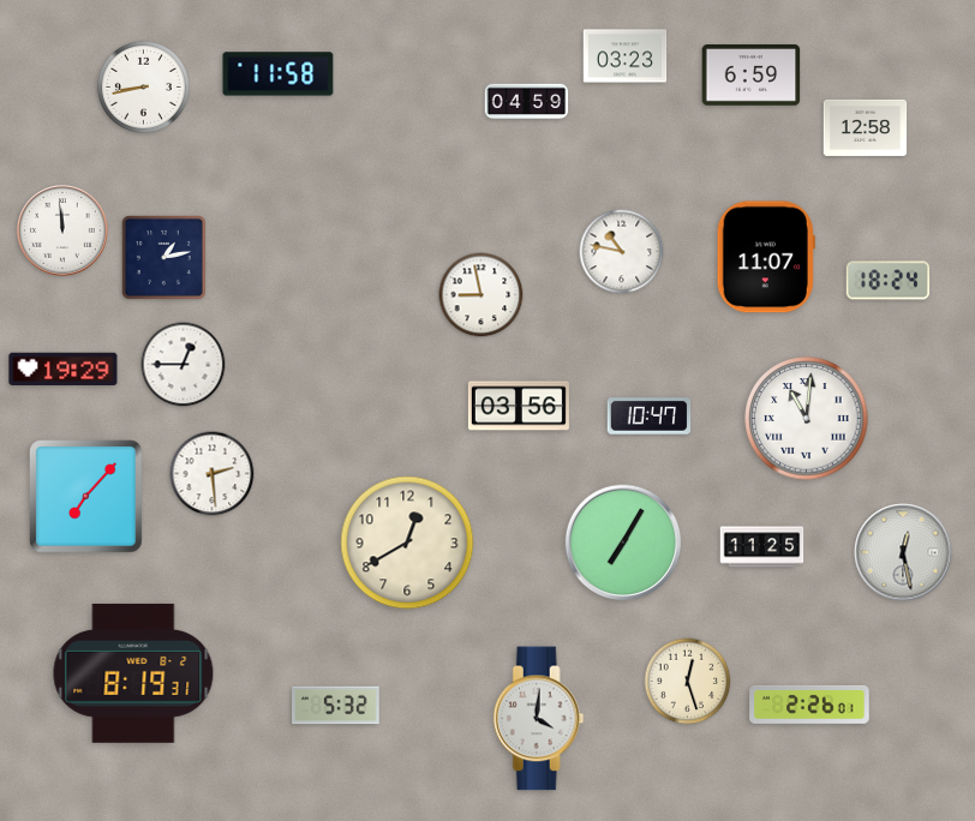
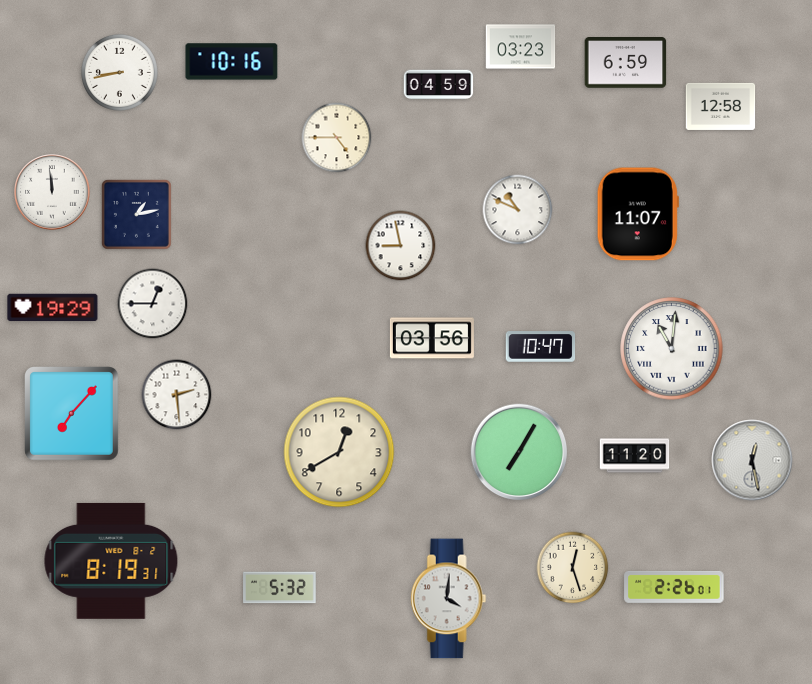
clock at (279, 74): 11:58 -> 10:16
clock at (337, 138): none -> 4:45
clock at (622, 252): 10:47 -> 10:49
clock at (889, 281): 18:24 -> none
clock at (762, 547): 11:25 -> 11:20
